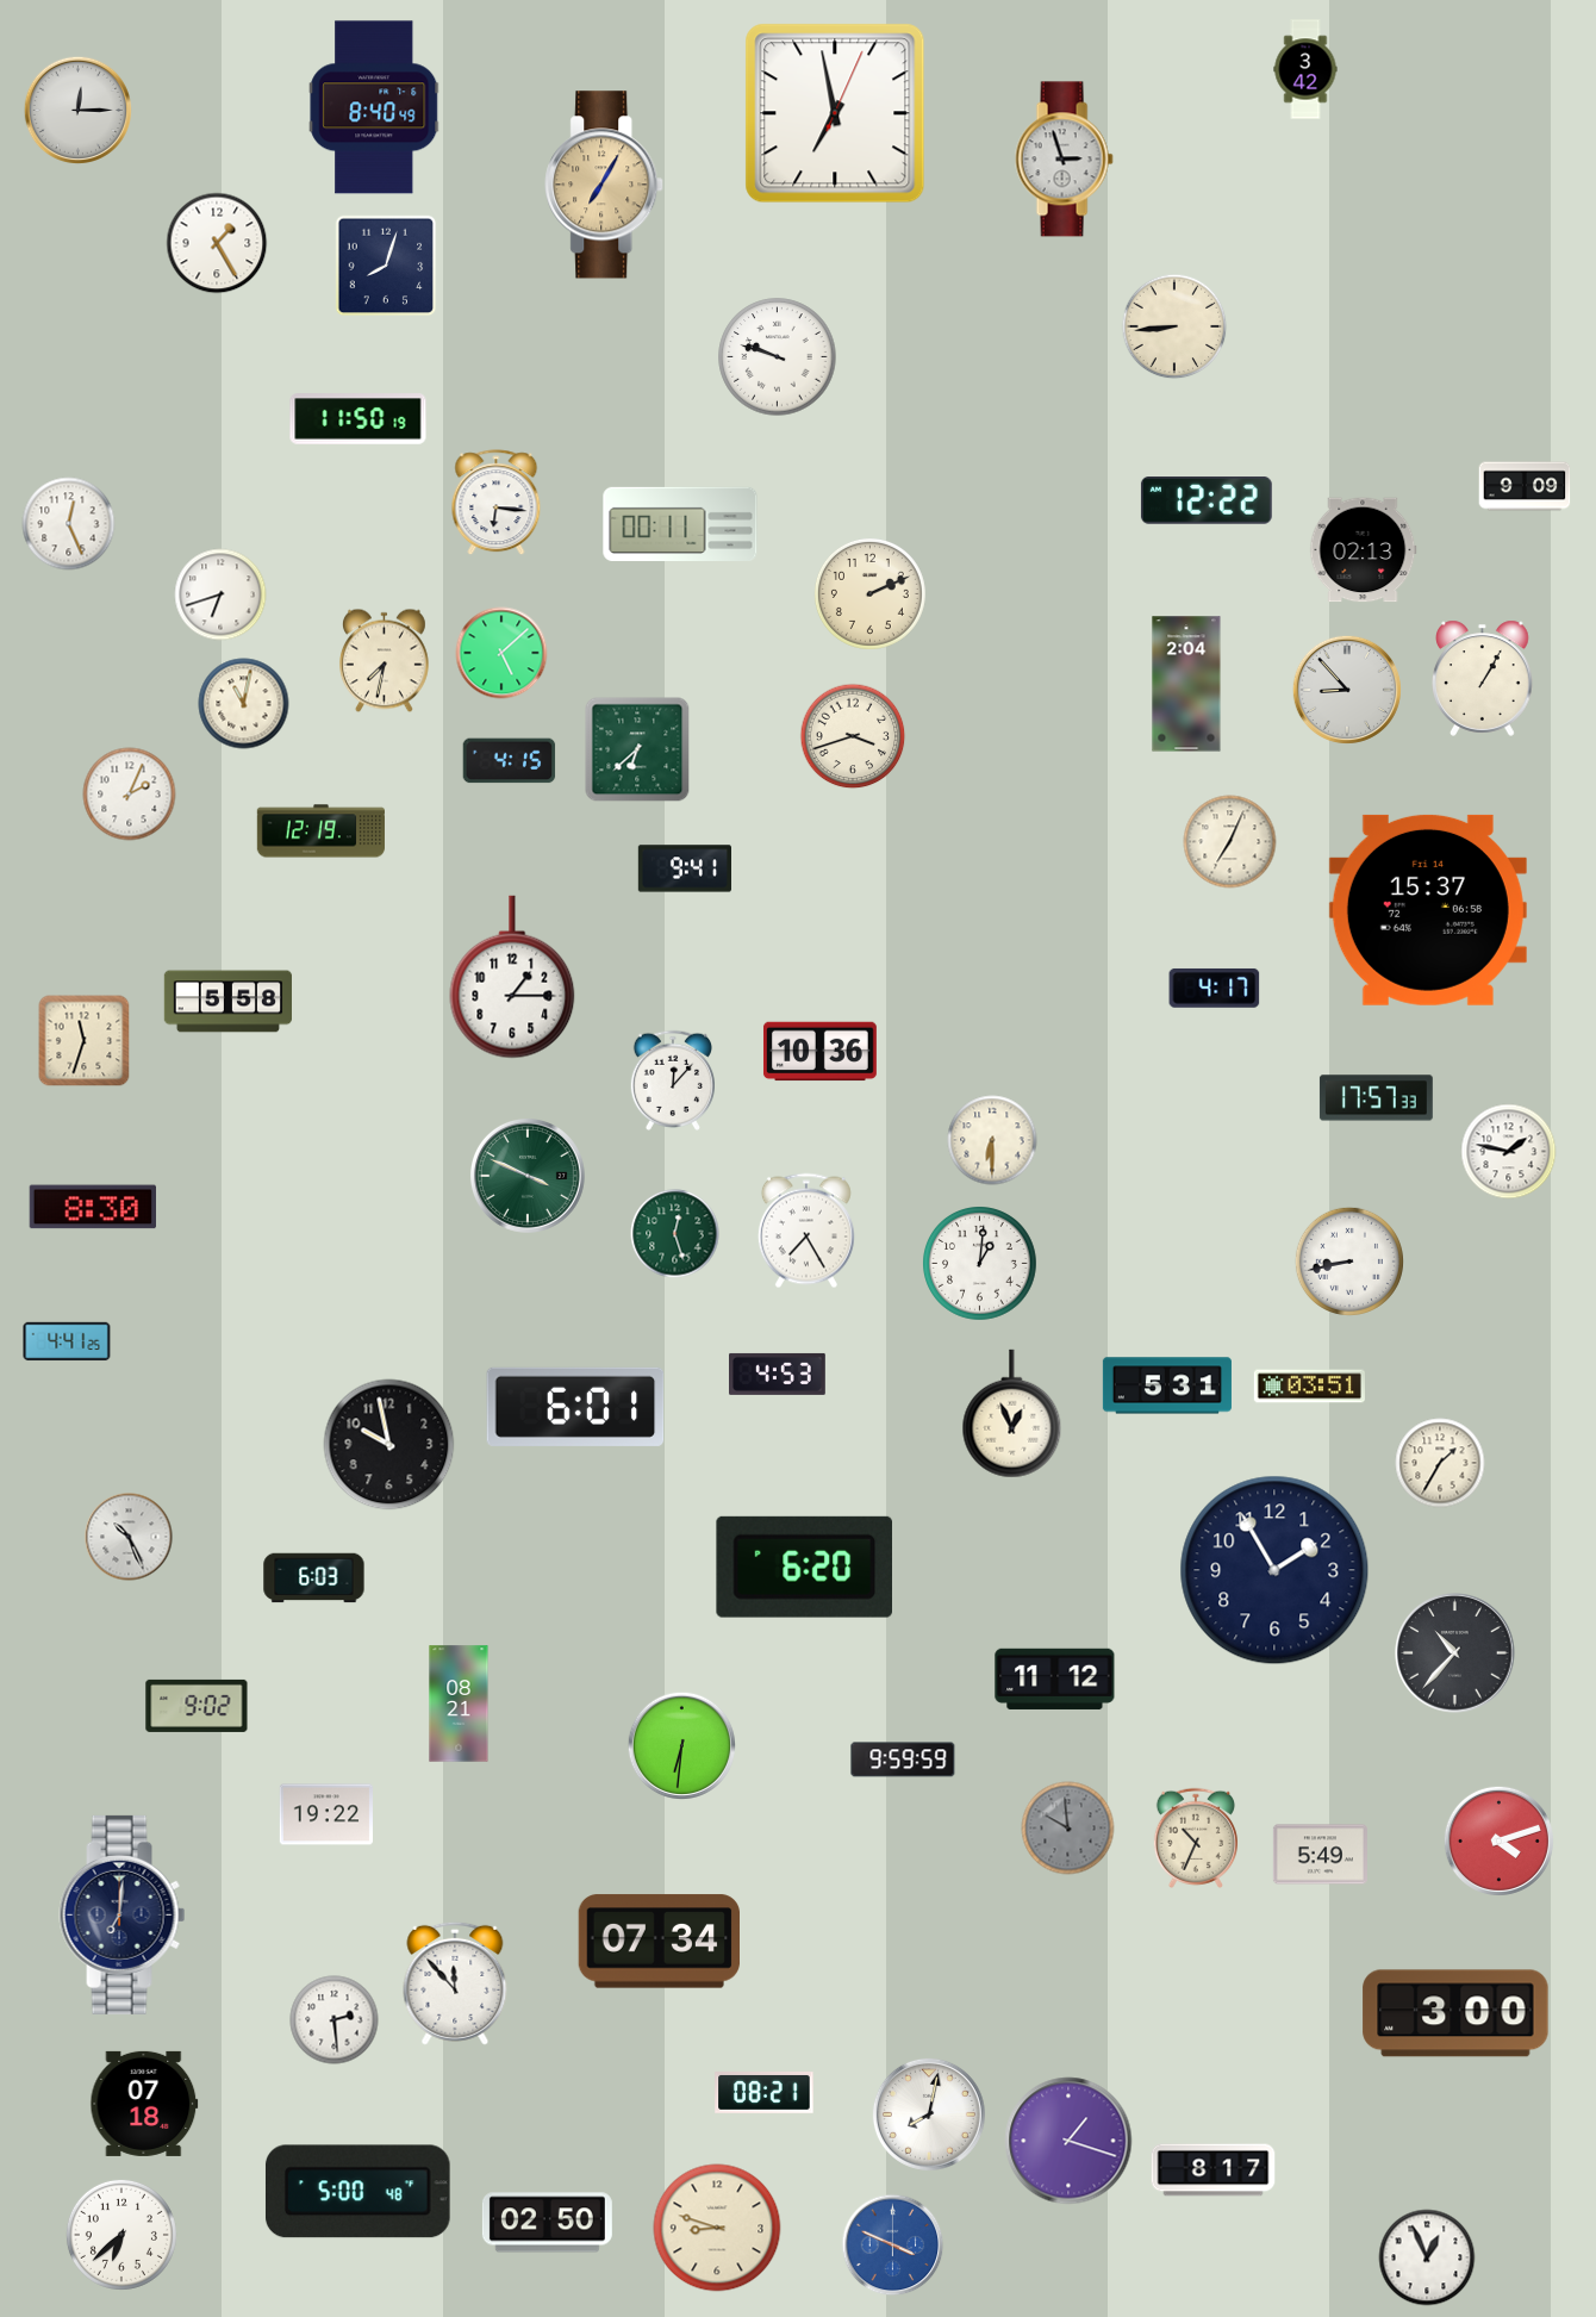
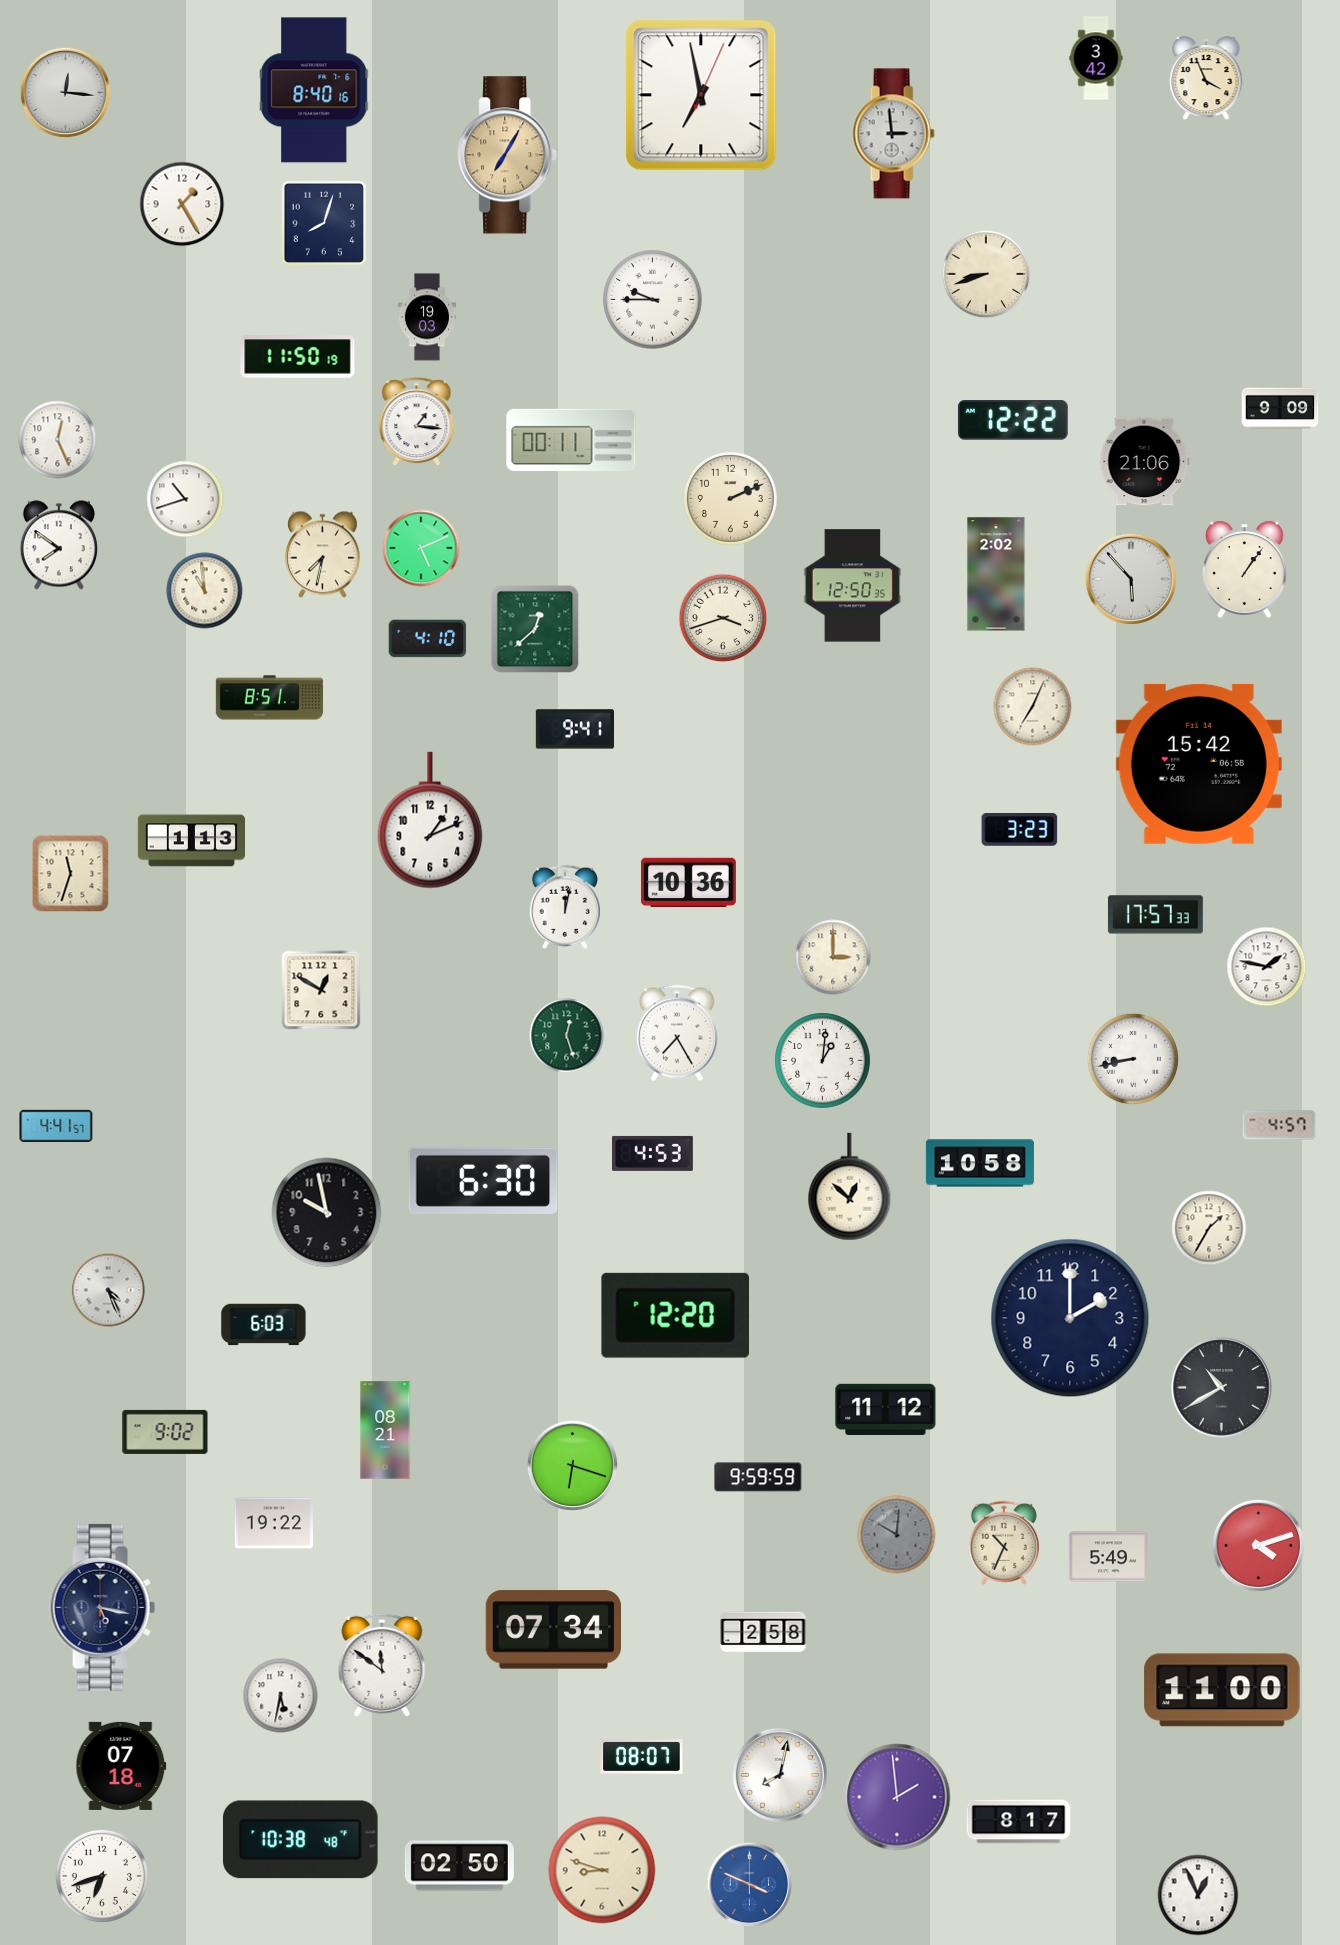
clock at (1206, 78): none -> 3:56
clock at (374, 107): 8:40:49 -> 8:40:16
clock at (77, 110): 12:15 -> 12:16
clock at (1064, 160): 2:57 -> 2:59
clock at (1174, 326): 8:44 -> 8:42
clock at (778, 357): 9:48 -> 9:45
clock at (427, 317): none -> 19:03
clock at (359, 419) position: (359, 419) -> (298, 357)
clock at (497, 503): 6:16 -> 1:16
clock at (1363, 550): 02:13 -> 21:06
clock at (220, 594): 6:42 -> 10:42
clock at (59, 545): none -> 7:51
clock at (501, 653): 5:08 -> 5:11
clock at (1483, 678): 1:05 -> 1:06
clock at (1186, 684): 2:04 -> 2:02
clock at (1347, 690): 8:53 -> 5:53
clock at (853, 586): none -> 12:50
clock at (244, 704): 11:02 -> 10:59
clock at (853, 736) position: (853, 736) -> (723, 618)
clock at (637, 749): 6:38 -> 12:38
clock at (510, 761): 4:15 -> 4:10
clock at (130, 795): 2:04 -> none
clock at (320, 831): 12:19 -> 8:51
clock at (1428, 910): 15:37 -> 15:42
clock at (512, 977): 1:15 -> 1:11
clock at (1215, 988): 4:17 -> 3:23
clock at (227, 1002): 5:58 -> 1:13
clock at (672, 1080): 12:07 -> 12:02
clock at (1376, 1098) position: (1376, 1098) -> (1155, 915)
clock at (992, 1140): 6:30 -> 3:00
clock at (528, 1176): 3:49 -> none
clock at (321, 990): none -> 12:50
clock at (92, 1207): 8:30 -> none
clock at (1279, 1125): none -> 4:57
clock at (67, 1341): 4:41:25 -> 4:41:57
clock at (1167, 1385): 5:31 -> 10:58
clock at (1309, 1387): 03:51 -> none
clock at (575, 1407): 6:01 -> 6:30
clock at (1012, 1414): 12:56 -> 12:52
clock at (129, 1537): 10:26 -> 4:26
clock at (804, 1567): 6:20 -> 12:20
clock at (1274, 1570): 1:55 -> 2:00
clock at (1455, 1653): 10:37 -> 10:40
clock at (681, 1745): 6:31 -> 6:18
clock at (1068, 1829): 9:59 -> 10:01
clock at (123, 1914): 7:01 -> 5:17
clock at (763, 1632): none -> 2:58
clock at (455, 1983): 11:53 -> 11:51
clock at (1455, 2013): 3:00 -> 11:00
clock at (335, 2020): 2:29 -> 5:32
clock at (765, 2093): 08:21 -> 08:07
clock at (1068, 2141): 1:18 -> 1:59
clock at (359, 2192): 5:00 -> 10:38
clock at (121, 2235): 6:38 -> 6:42
